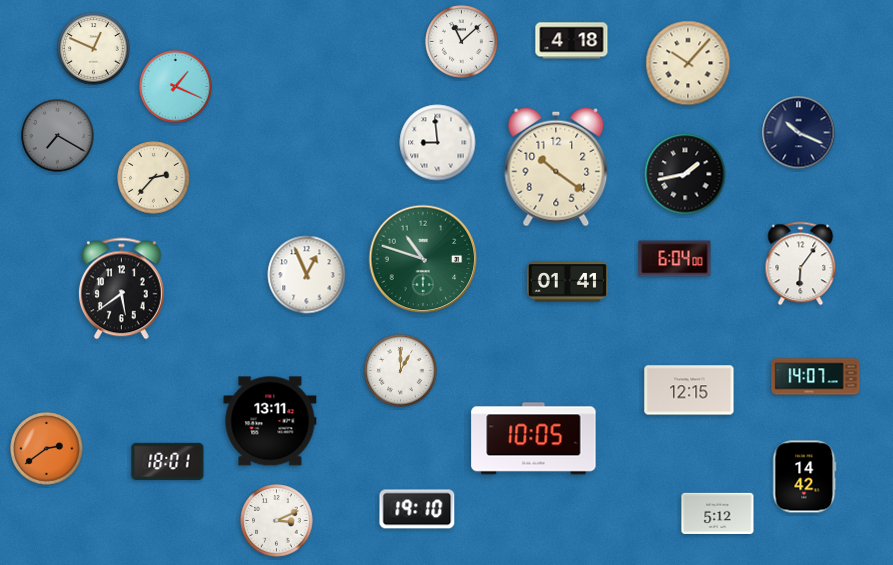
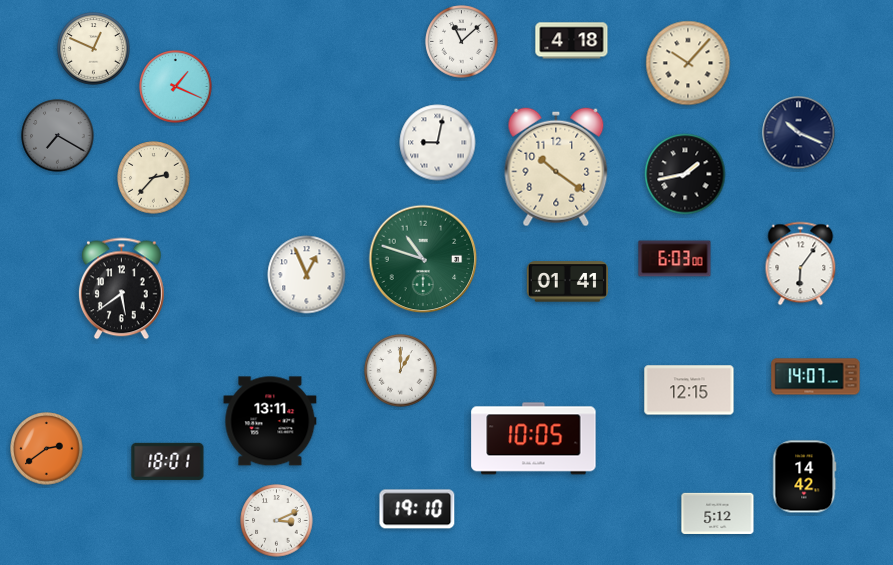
clock at (438, 143): 8:59 -> 9:02
clock at (675, 259): 6:04 -> 6:03
